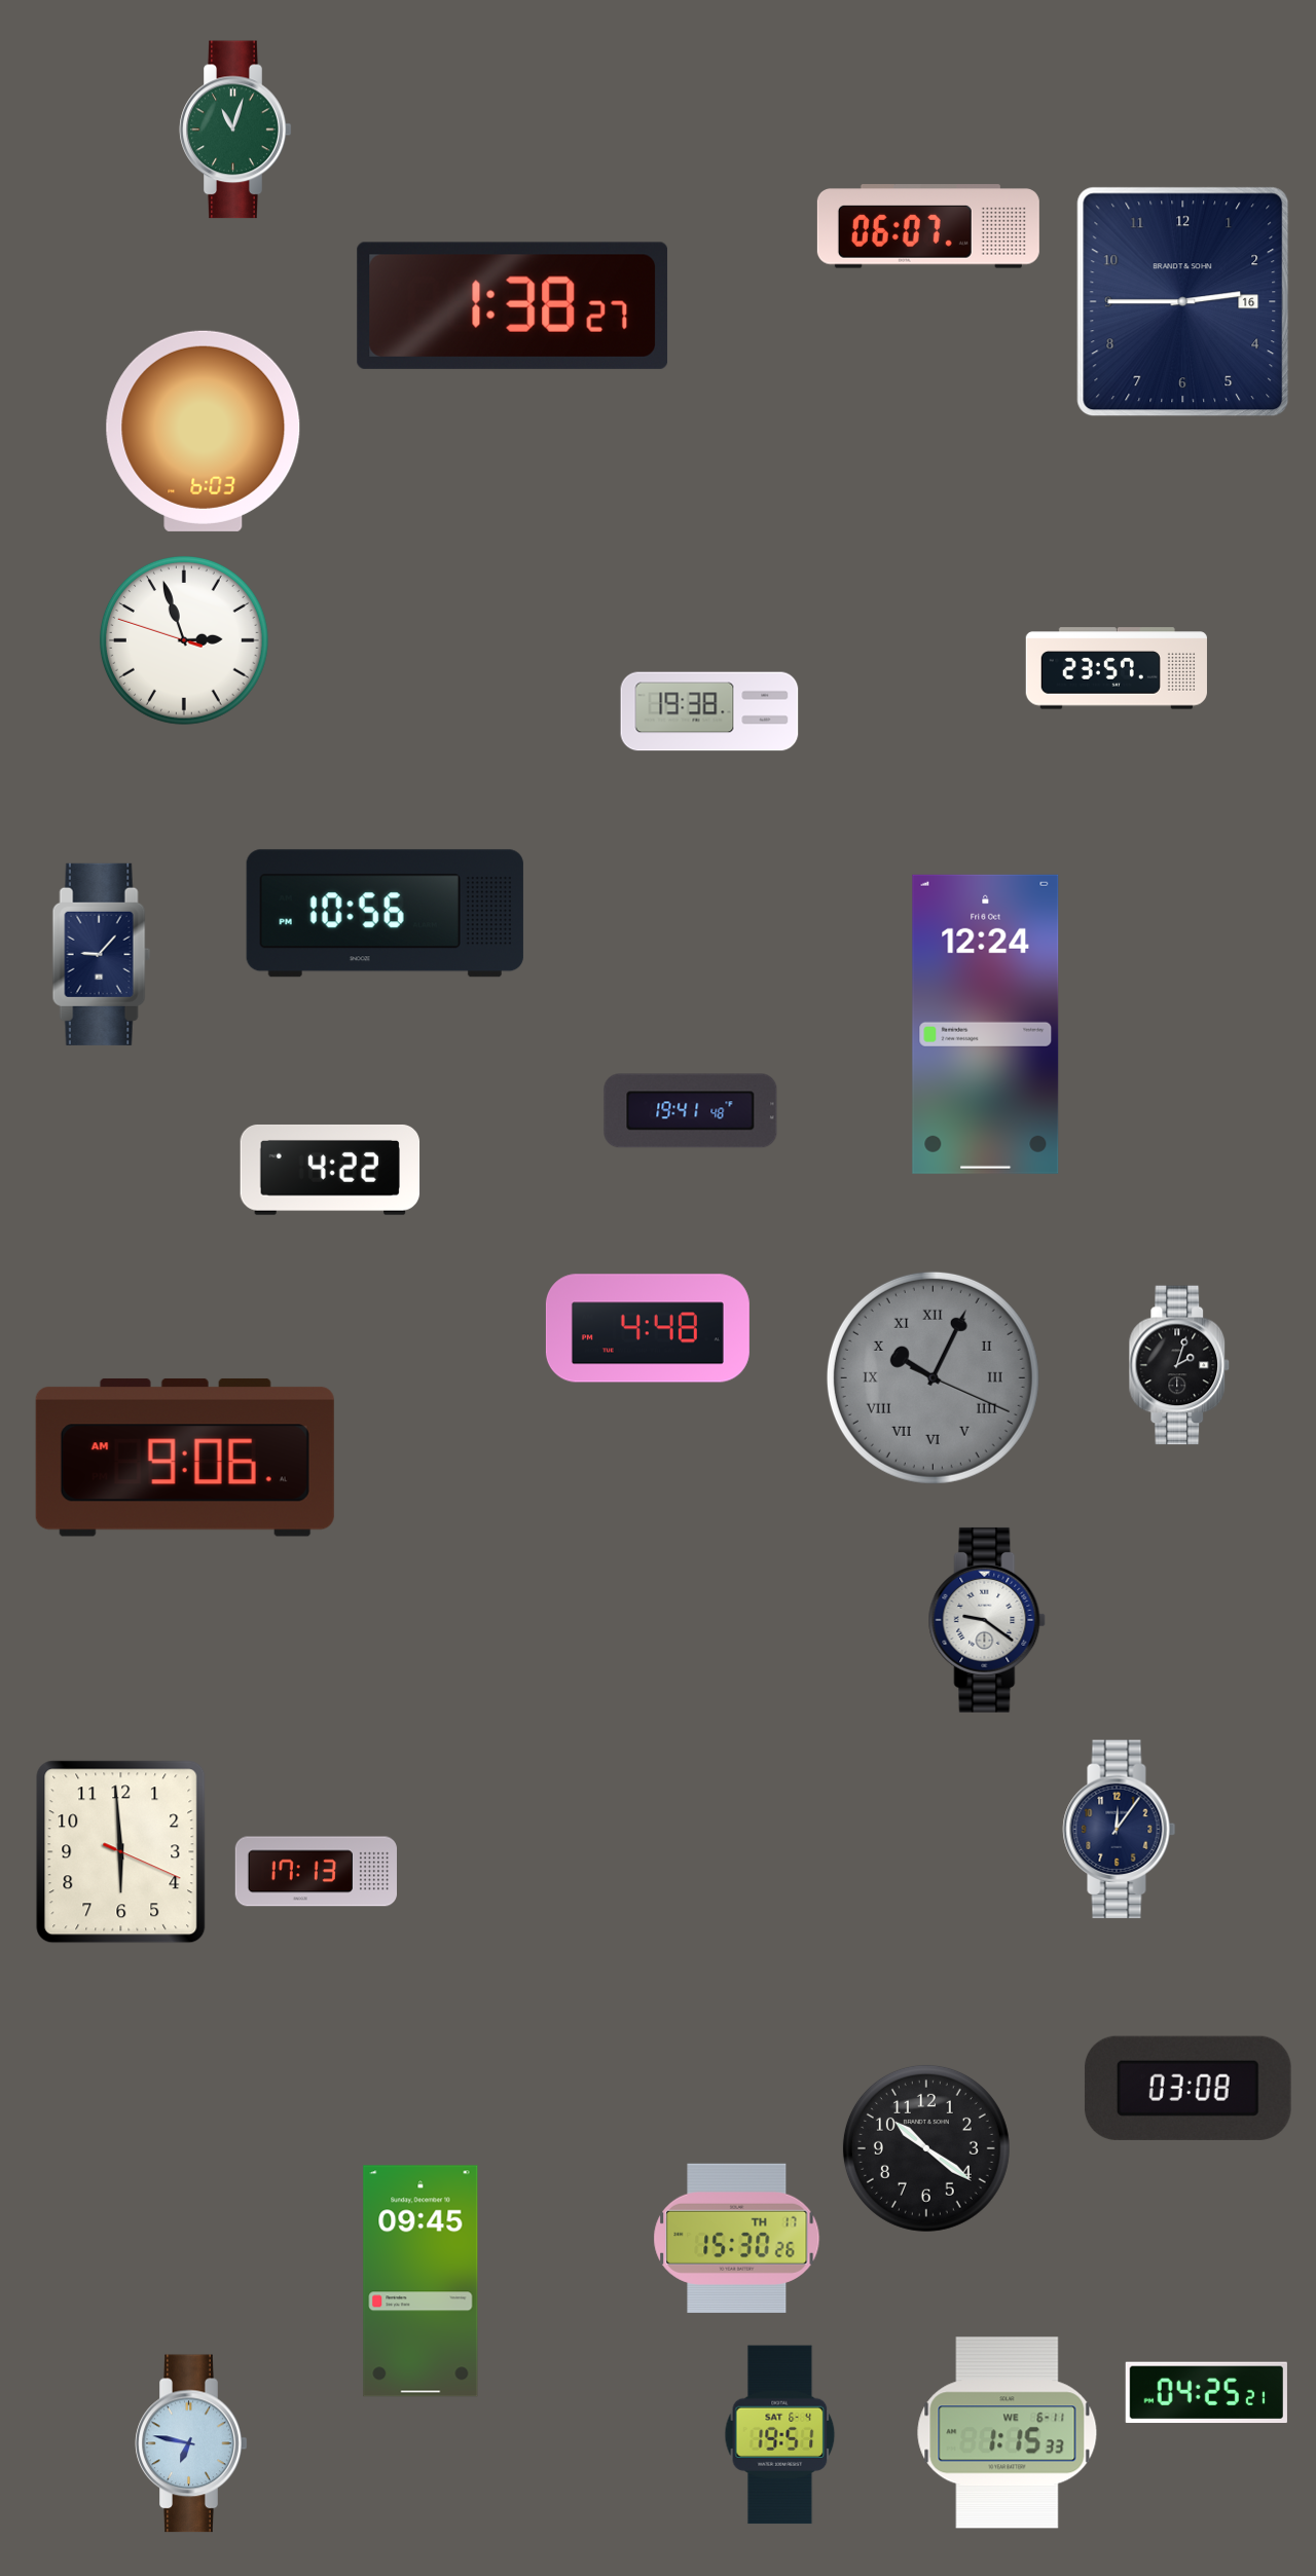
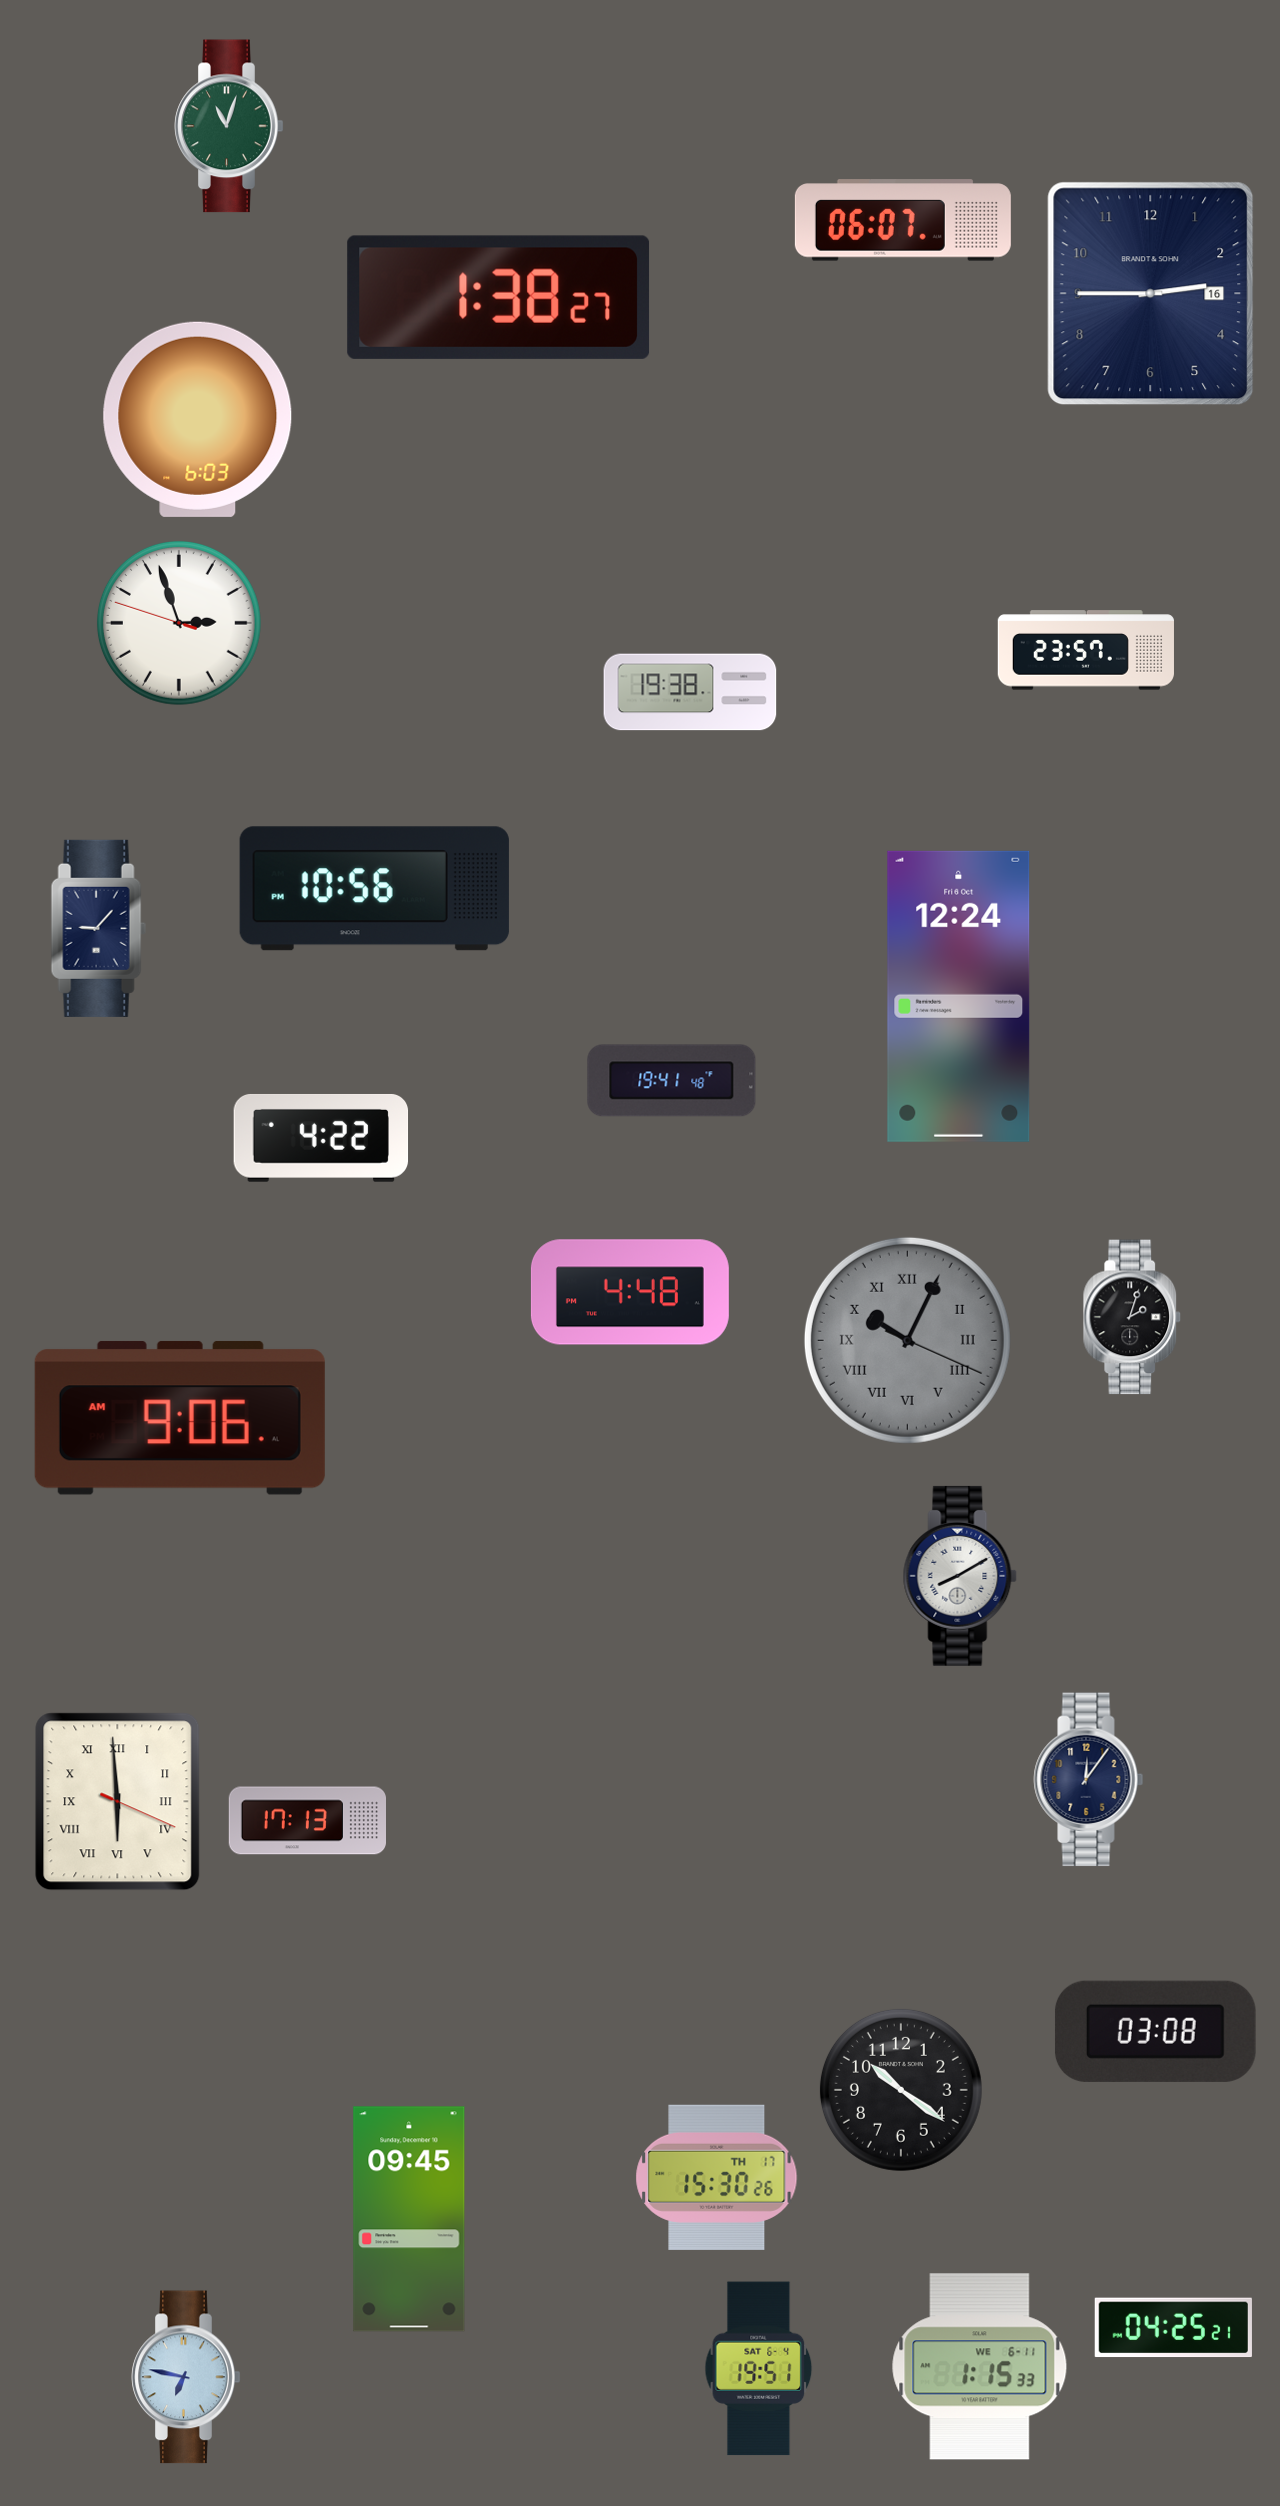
clock at (1179, 1365) position: (1179, 1365) -> (1132, 1317)
clock at (987, 1620): 9:21 -> 8:10
clock at (121, 1852) numerals: Arabic -> Roman
